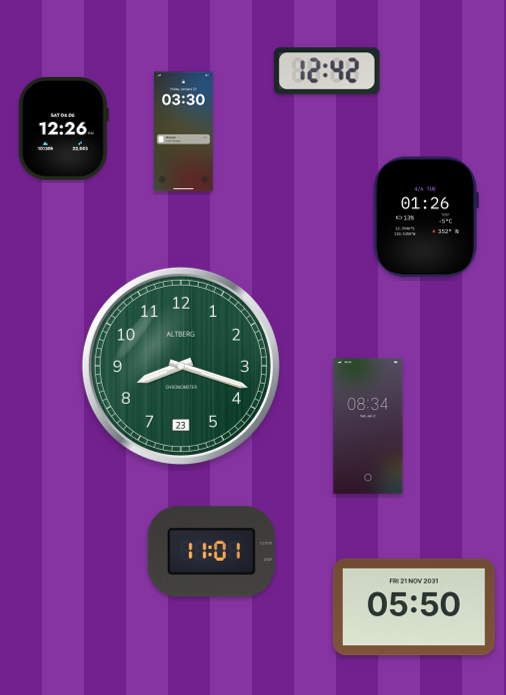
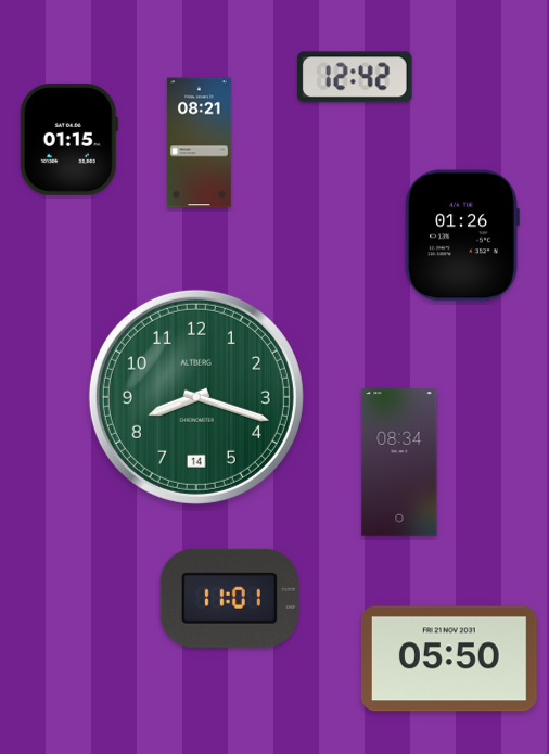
clock at (63, 128): 12:26 -> 01:15
clock at (184, 132): 03:30 -> 08:21
clock at (181, 366) date: 23 -> 14
